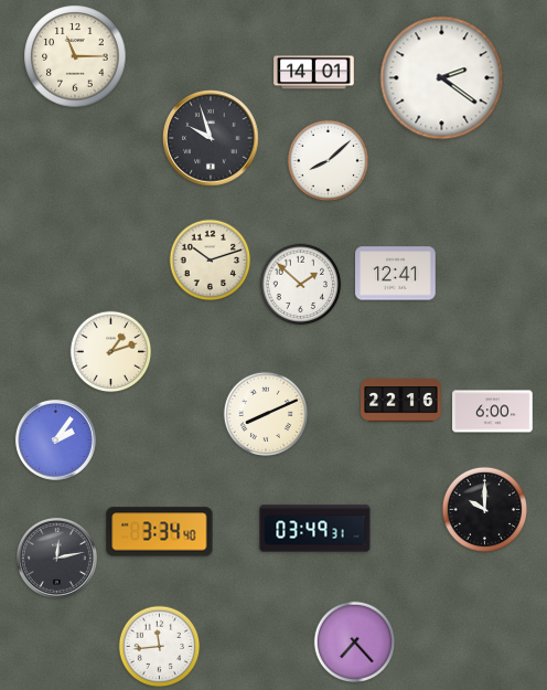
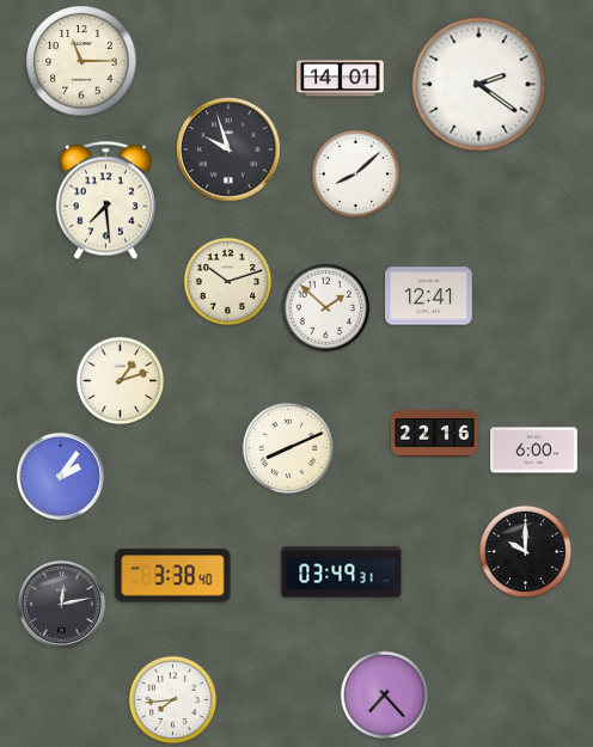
clock at (105, 201): none -> 7:29
clock at (493, 412) position: (493, 412) -> (534, 451)
clock at (160, 532): 3:34 -> 3:38
clock at (160, 647): 11:44 -> 7:44
